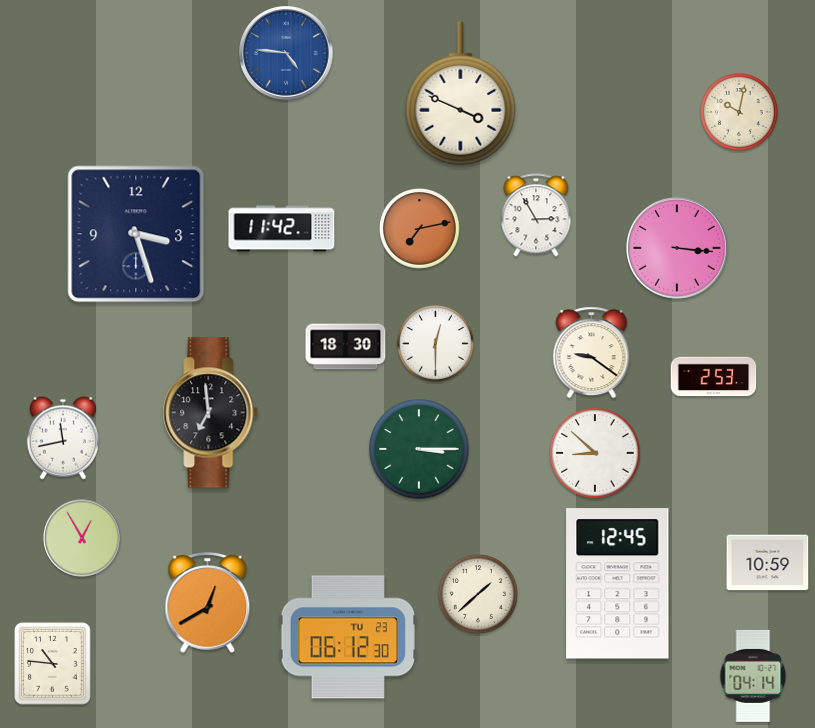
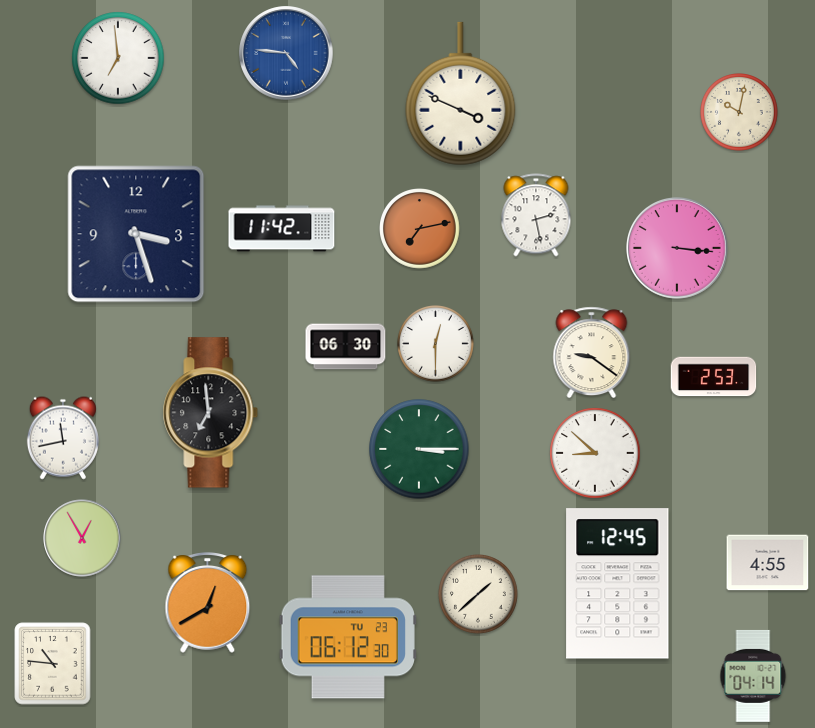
clock at (118, 58): none -> 6:59
clock at (536, 215): 2:55 -> 2:28
clock at (346, 347): 18:30 -> 06:30
clock at (768, 563): 10:59 -> 4:55
